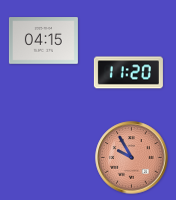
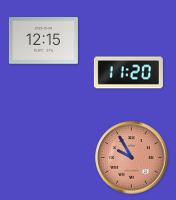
clock at (43, 41): 04:15 -> 12:15
